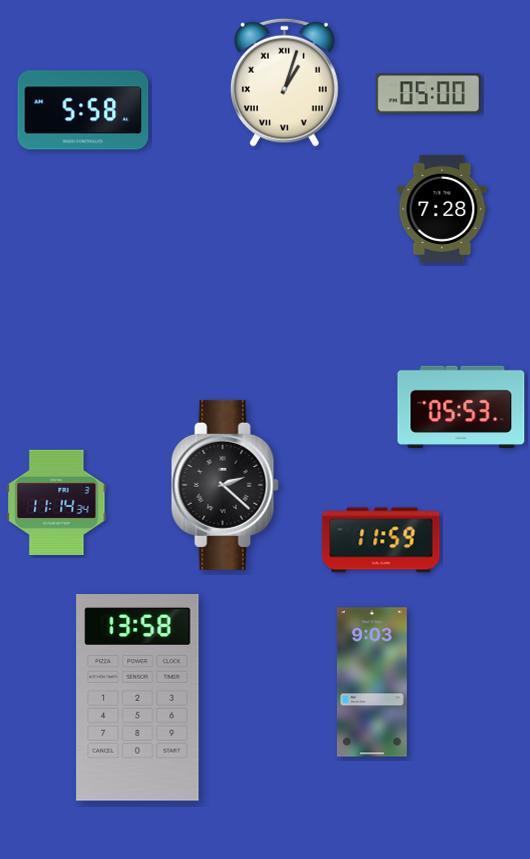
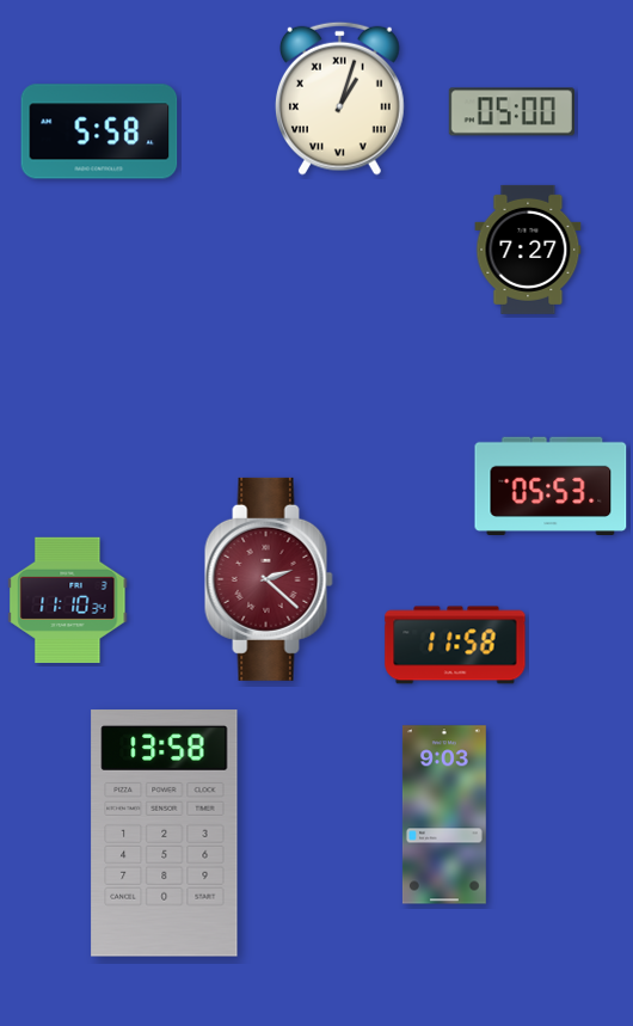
clock at (442, 209): 7:28 -> 7:27
clock at (225, 485) dial: black -> burgundy
clock at (57, 502): 11:14 -> 11:10
clock at (381, 540): 11:59 -> 11:58
